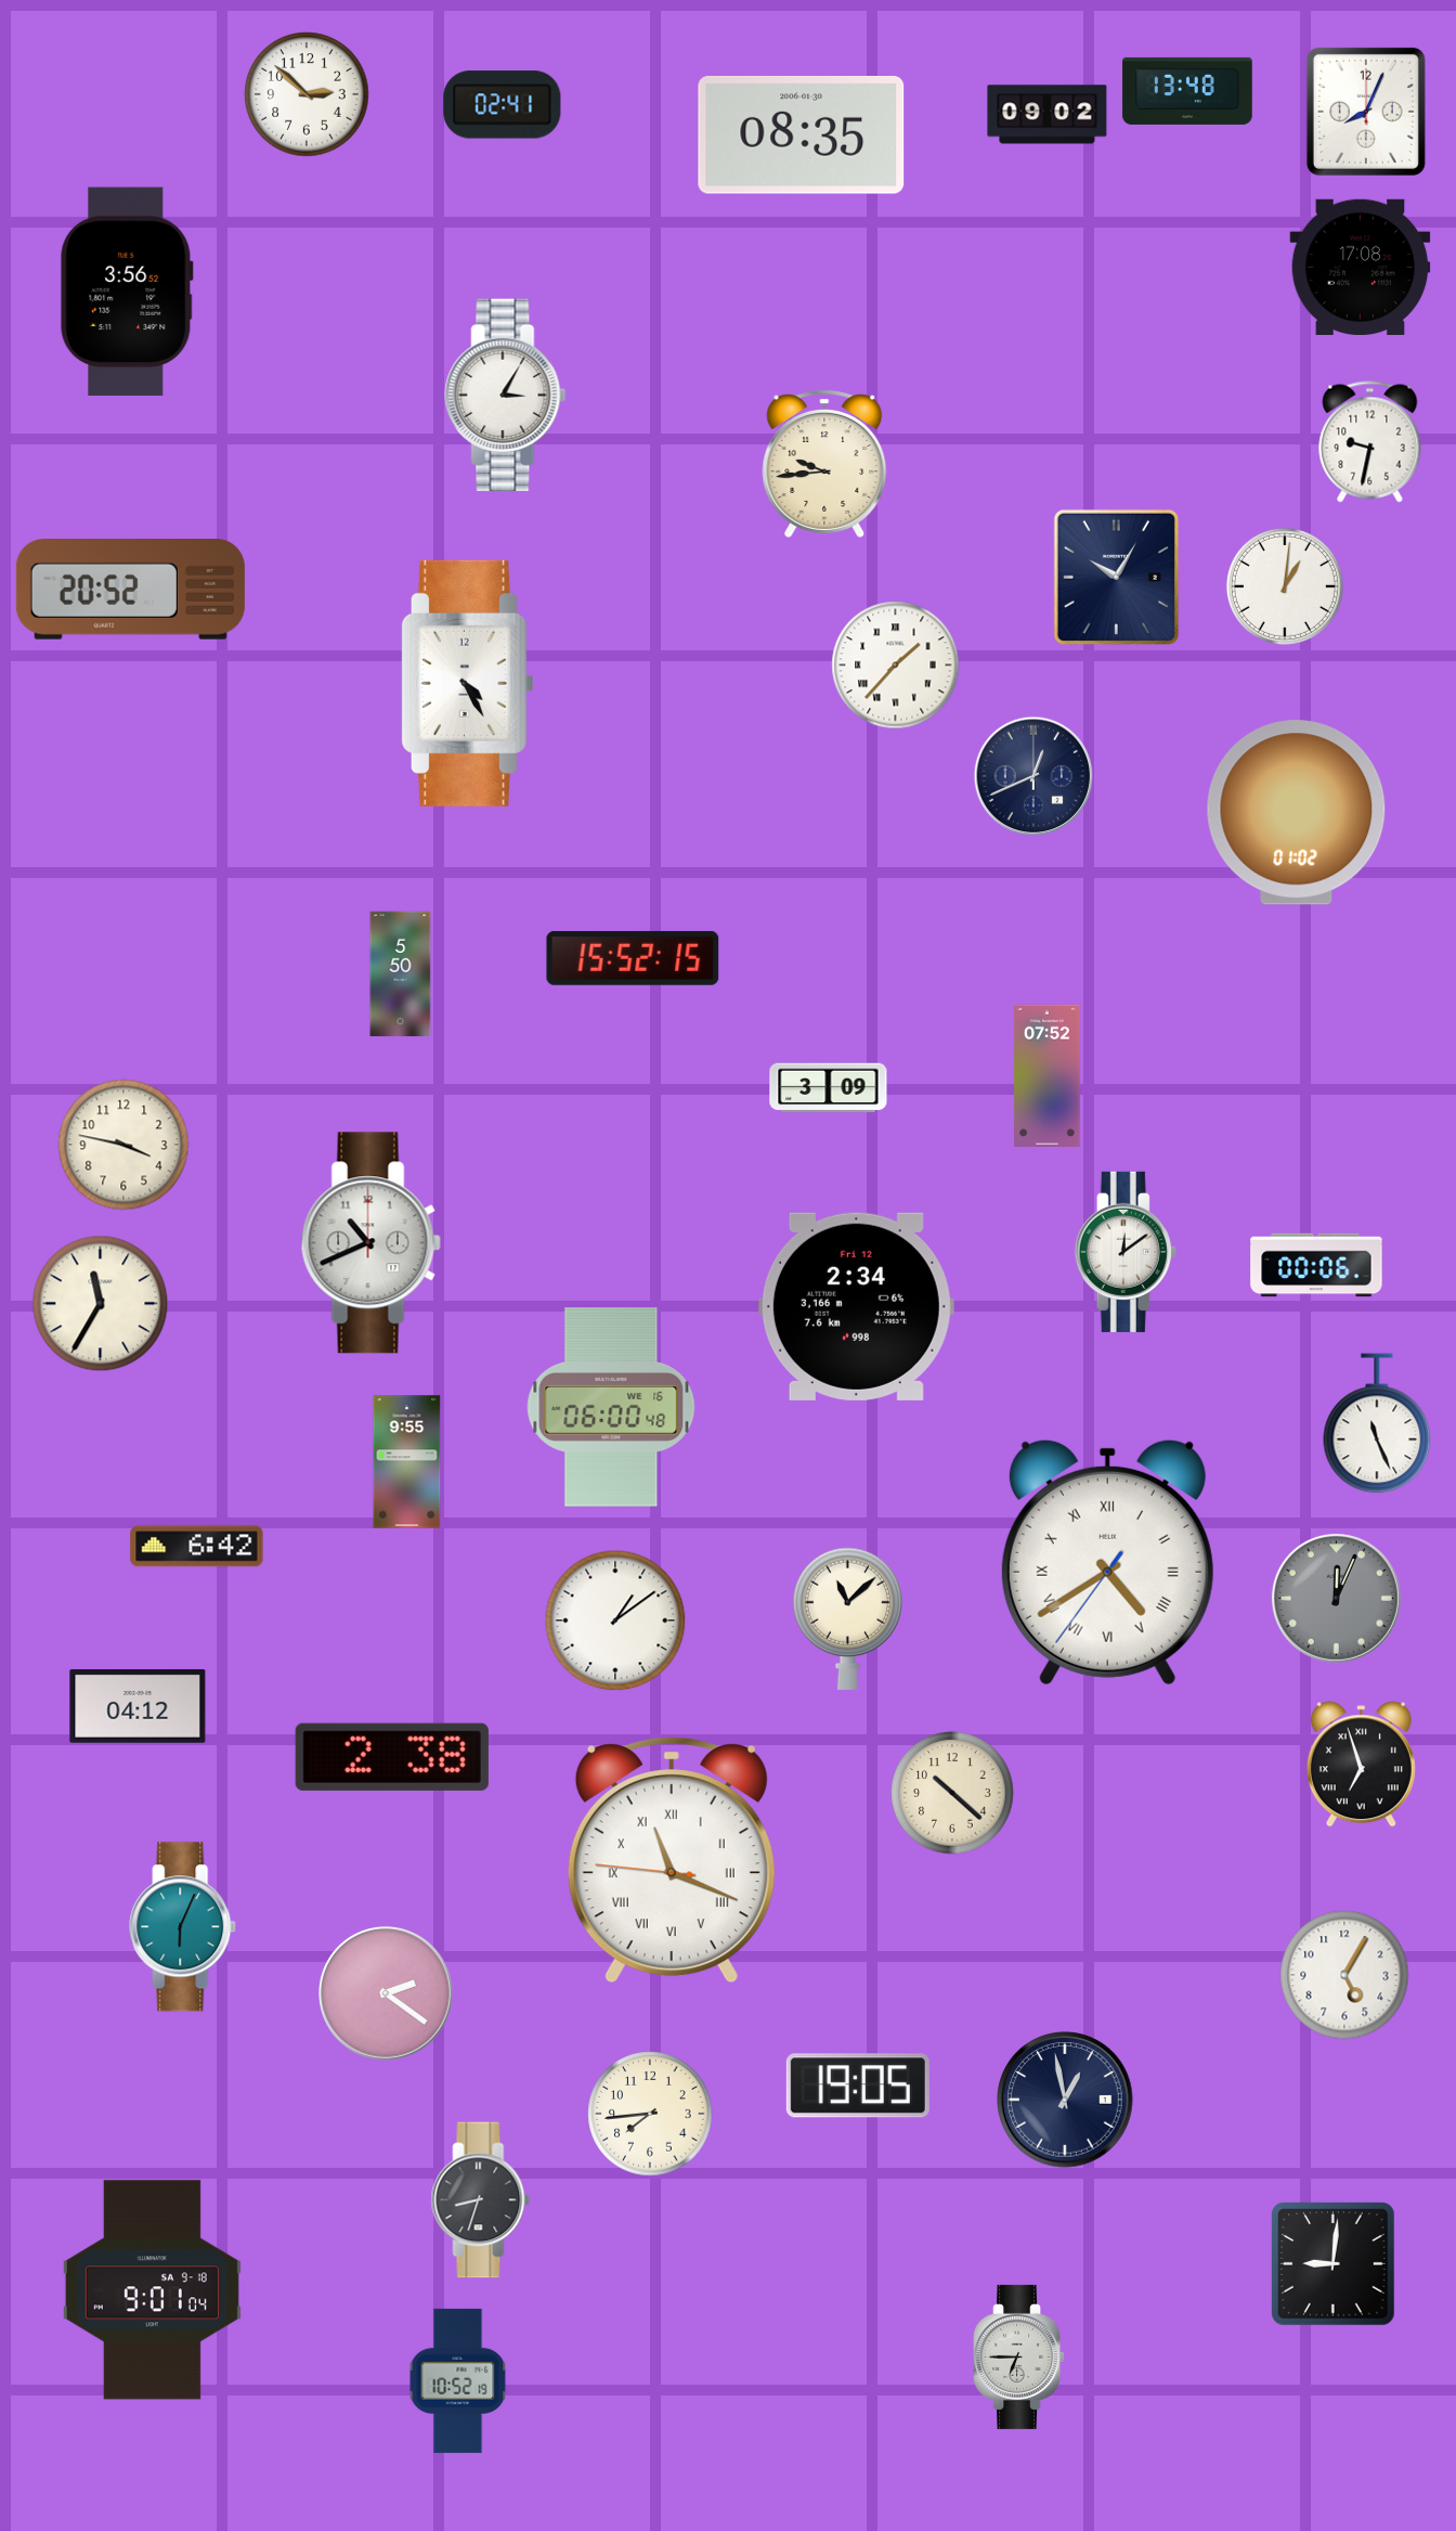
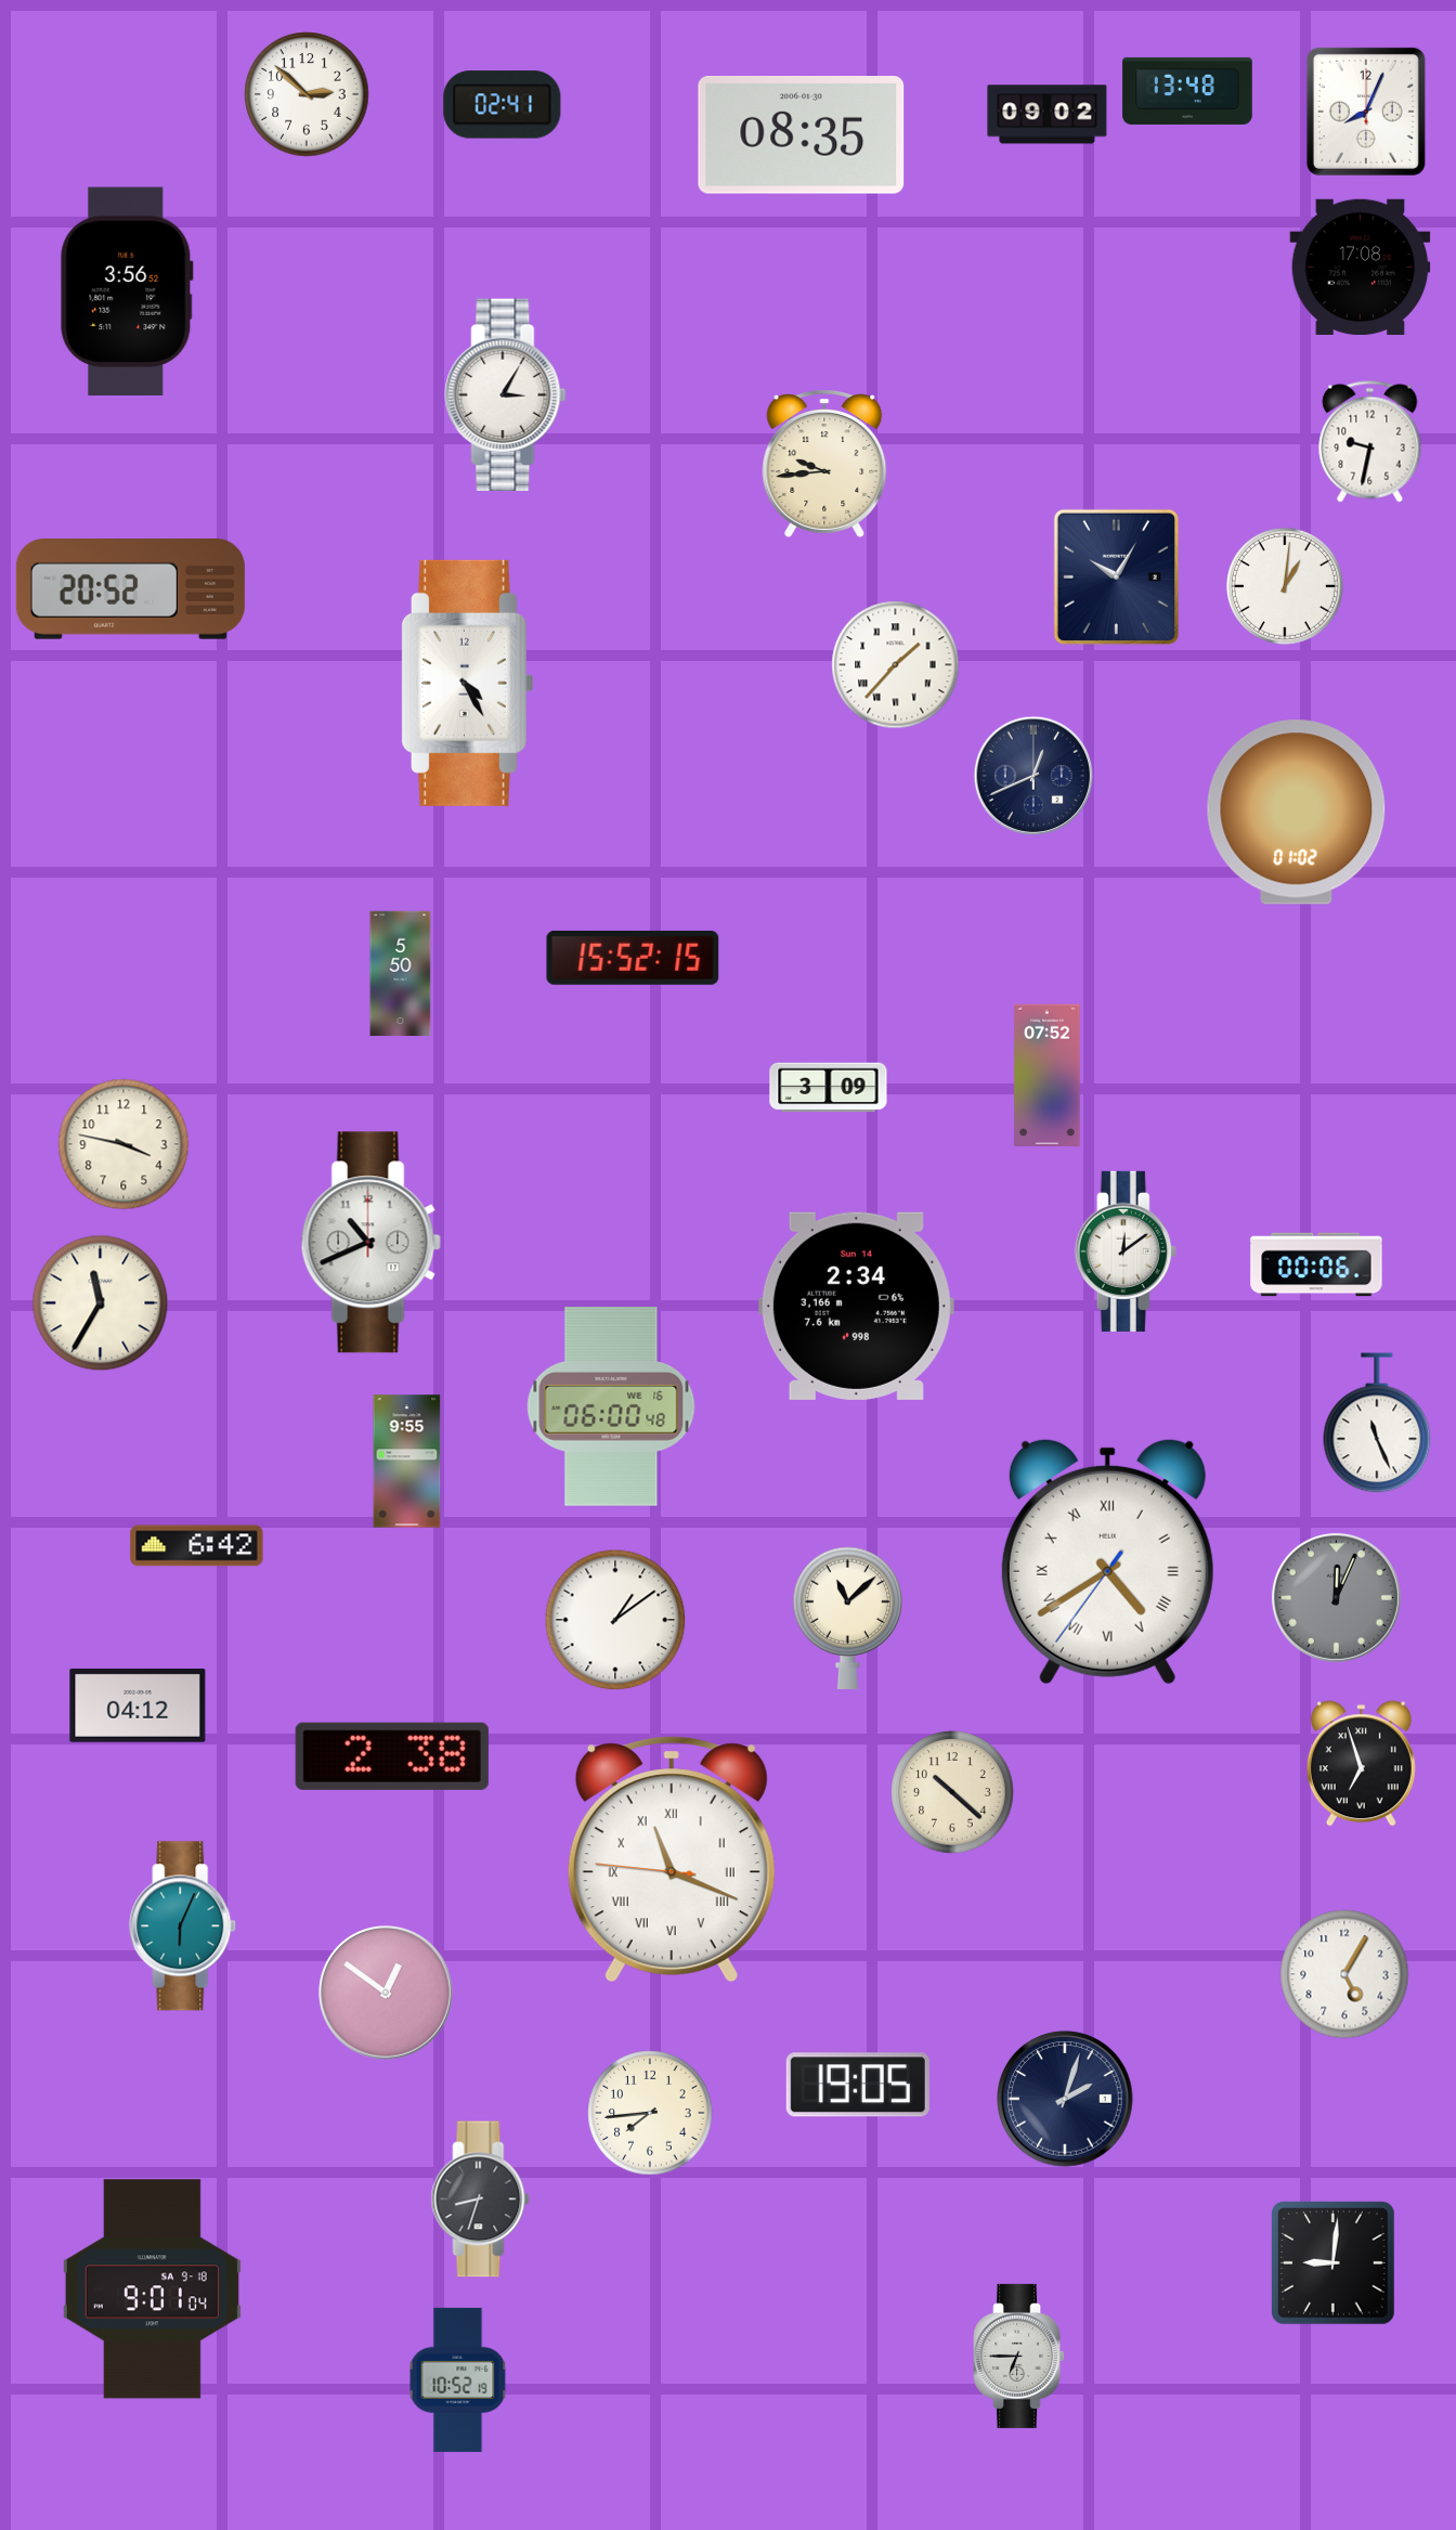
clock at (856, 1306) date: Fri 12 -> Sun 14
clock at (387, 1994): 2:21 -> 12:51
clock at (1065, 2100): 12:58 -> 2:03
